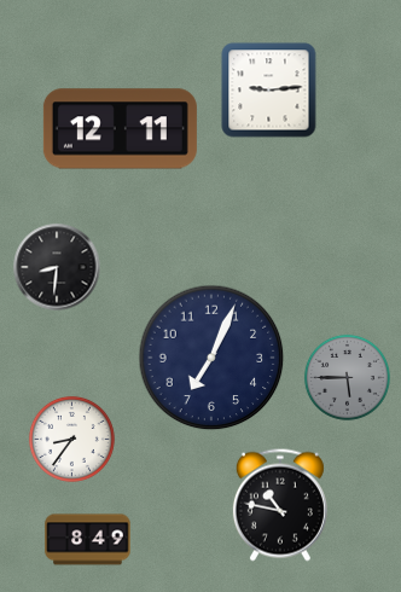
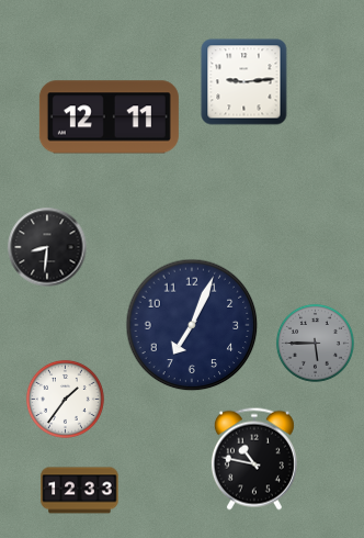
clock at (57, 267) position: (57, 267) -> (47, 247)
clock at (71, 439): 8:36 -> 1:36
clock at (88, 540): 8:49 -> 12:33
